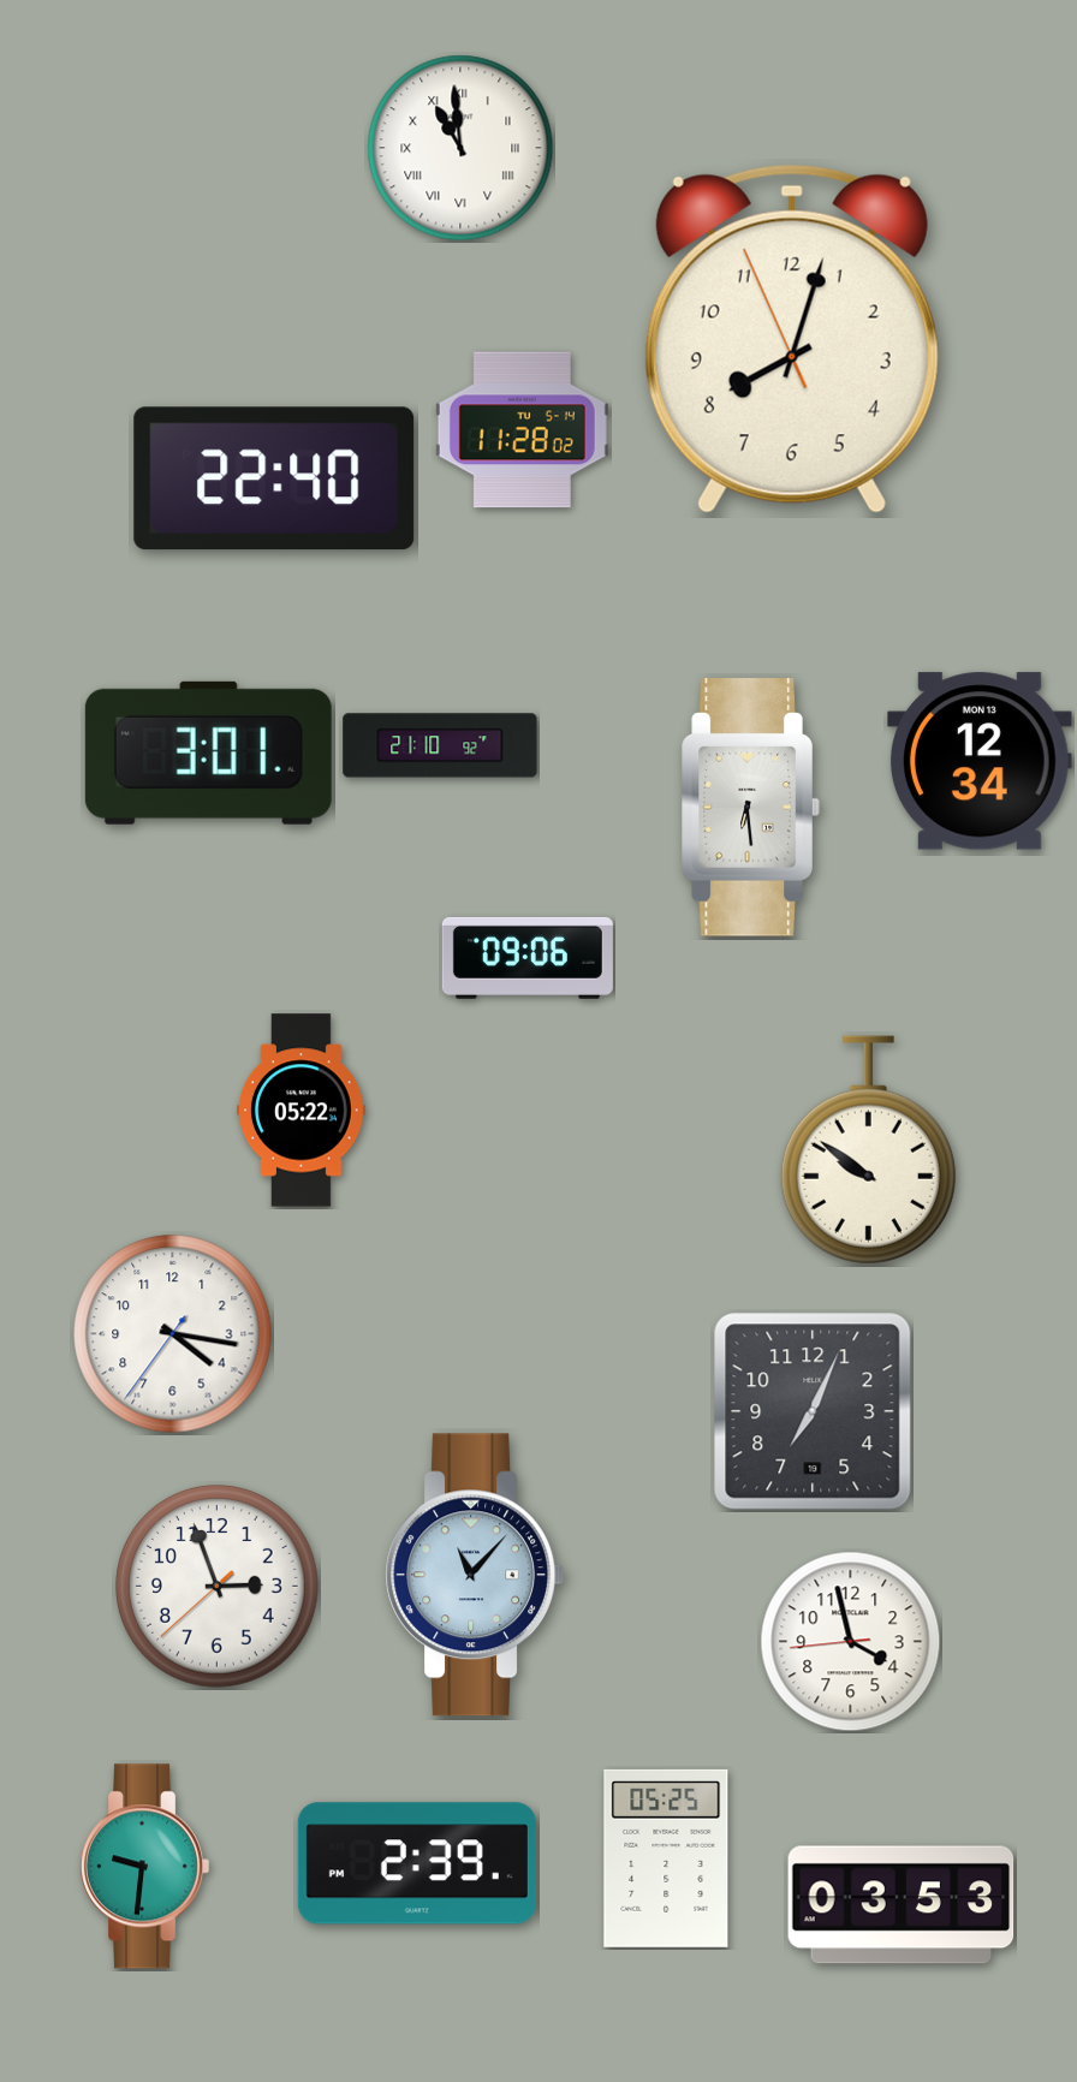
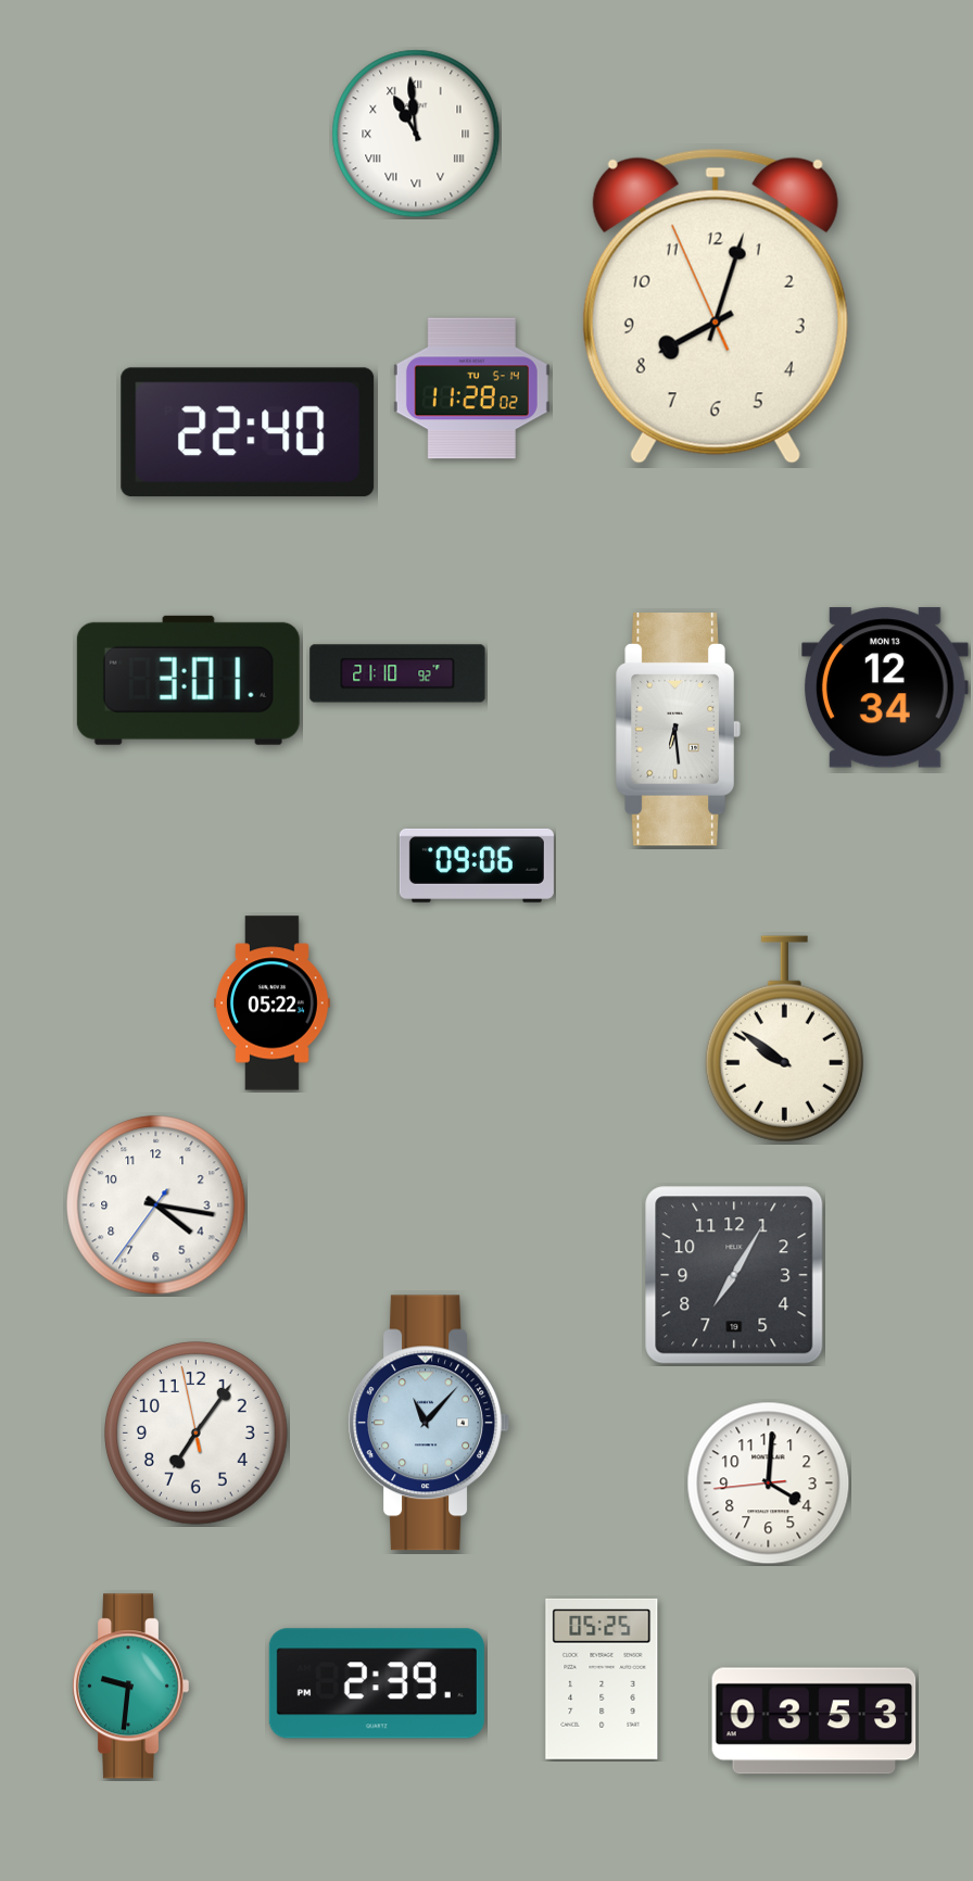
clock at (813, 1411): 7:04 -> 7:05
clock at (218, 1587): 2:56 -> 7:05
clock at (851, 1642): 3:57 -> 4:00
